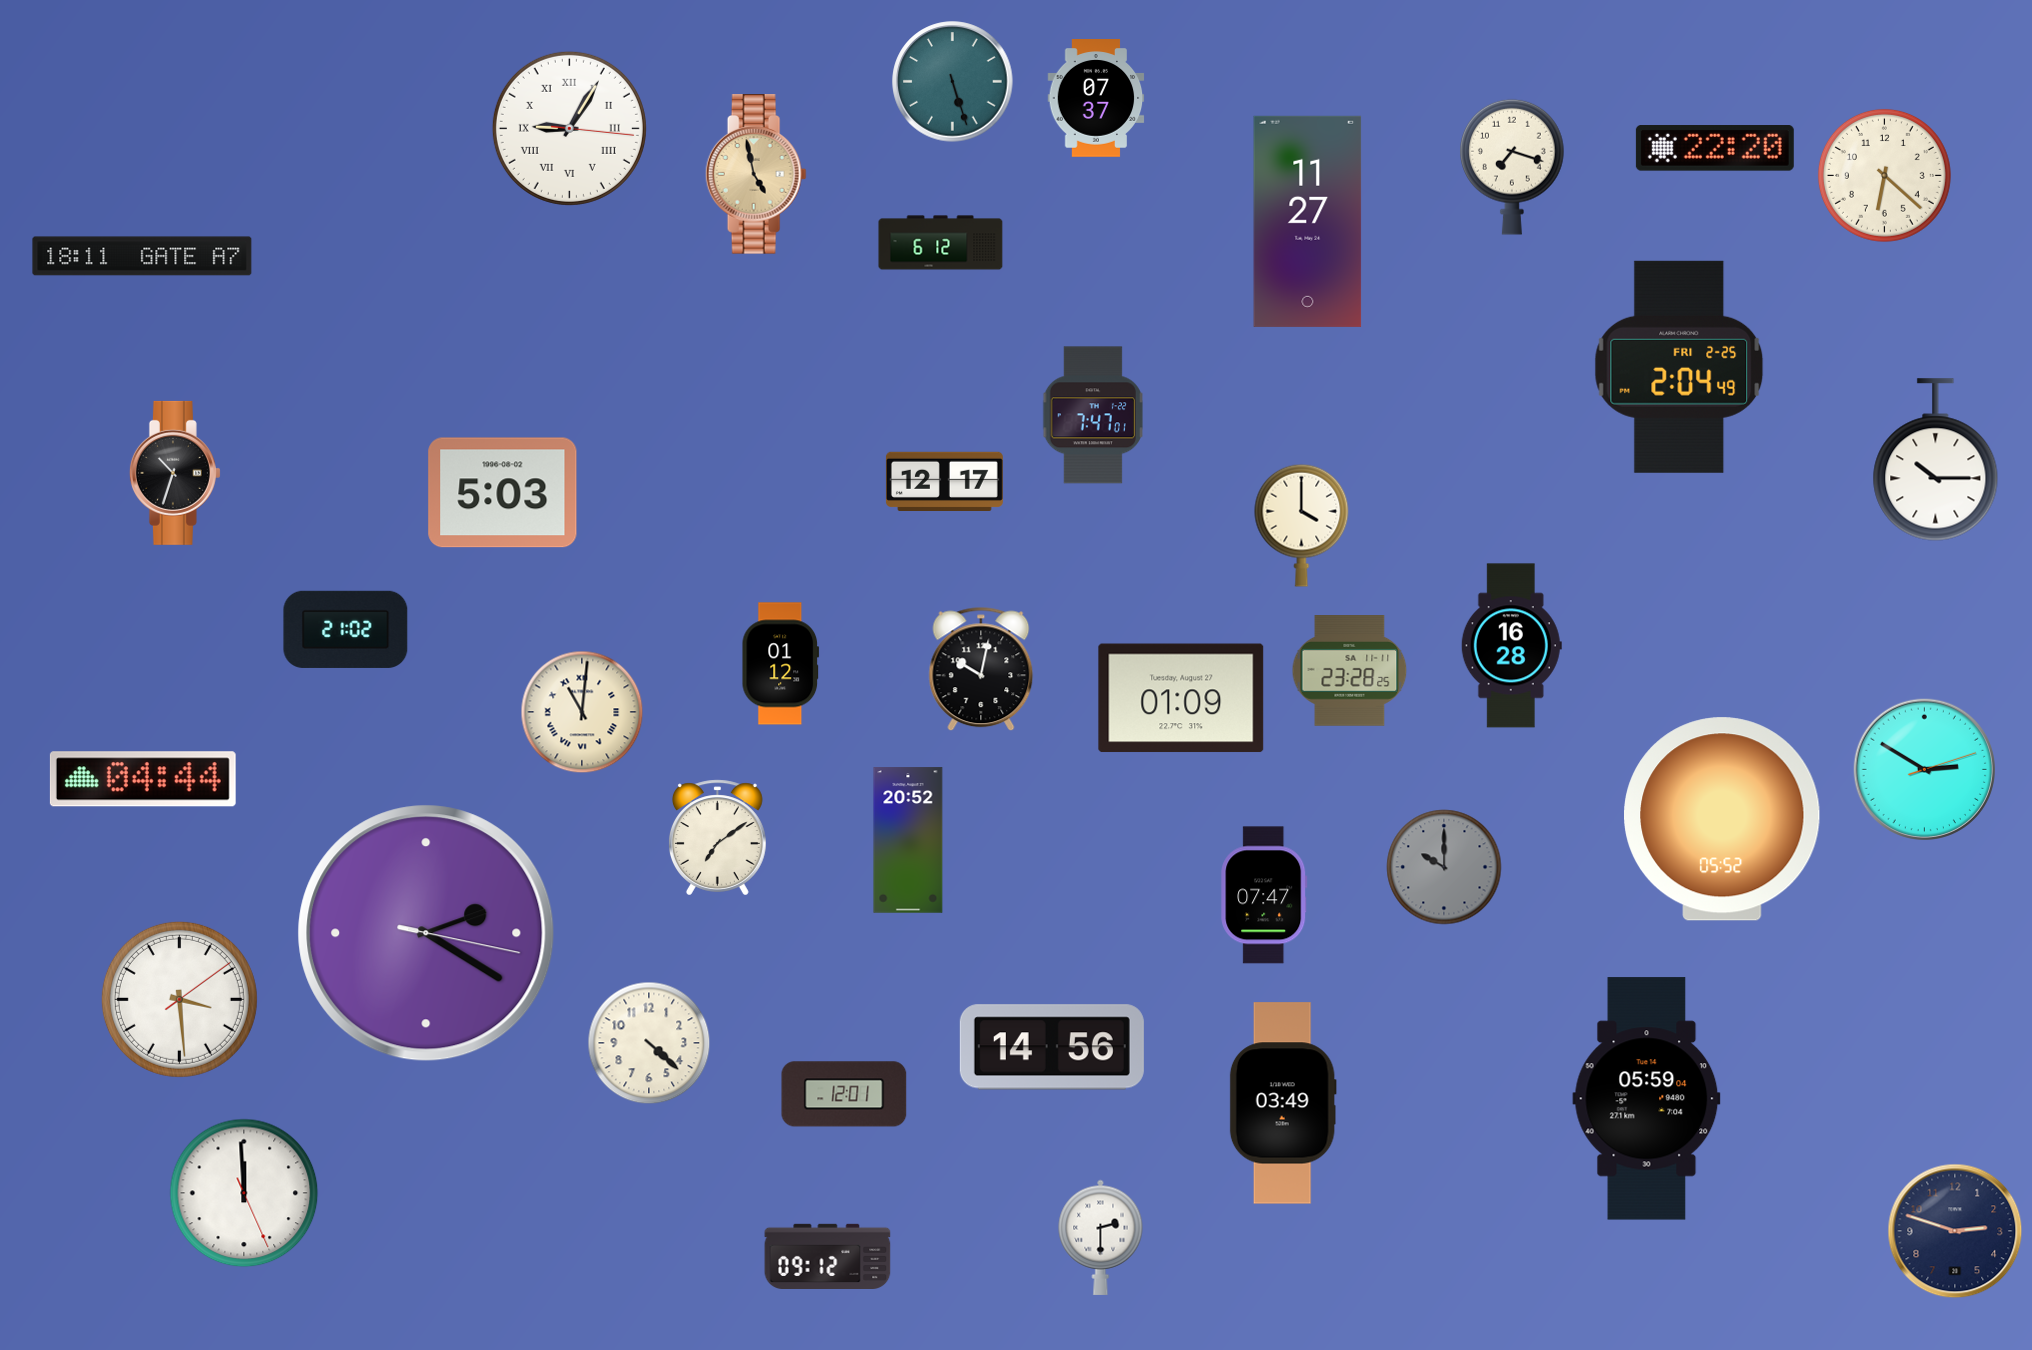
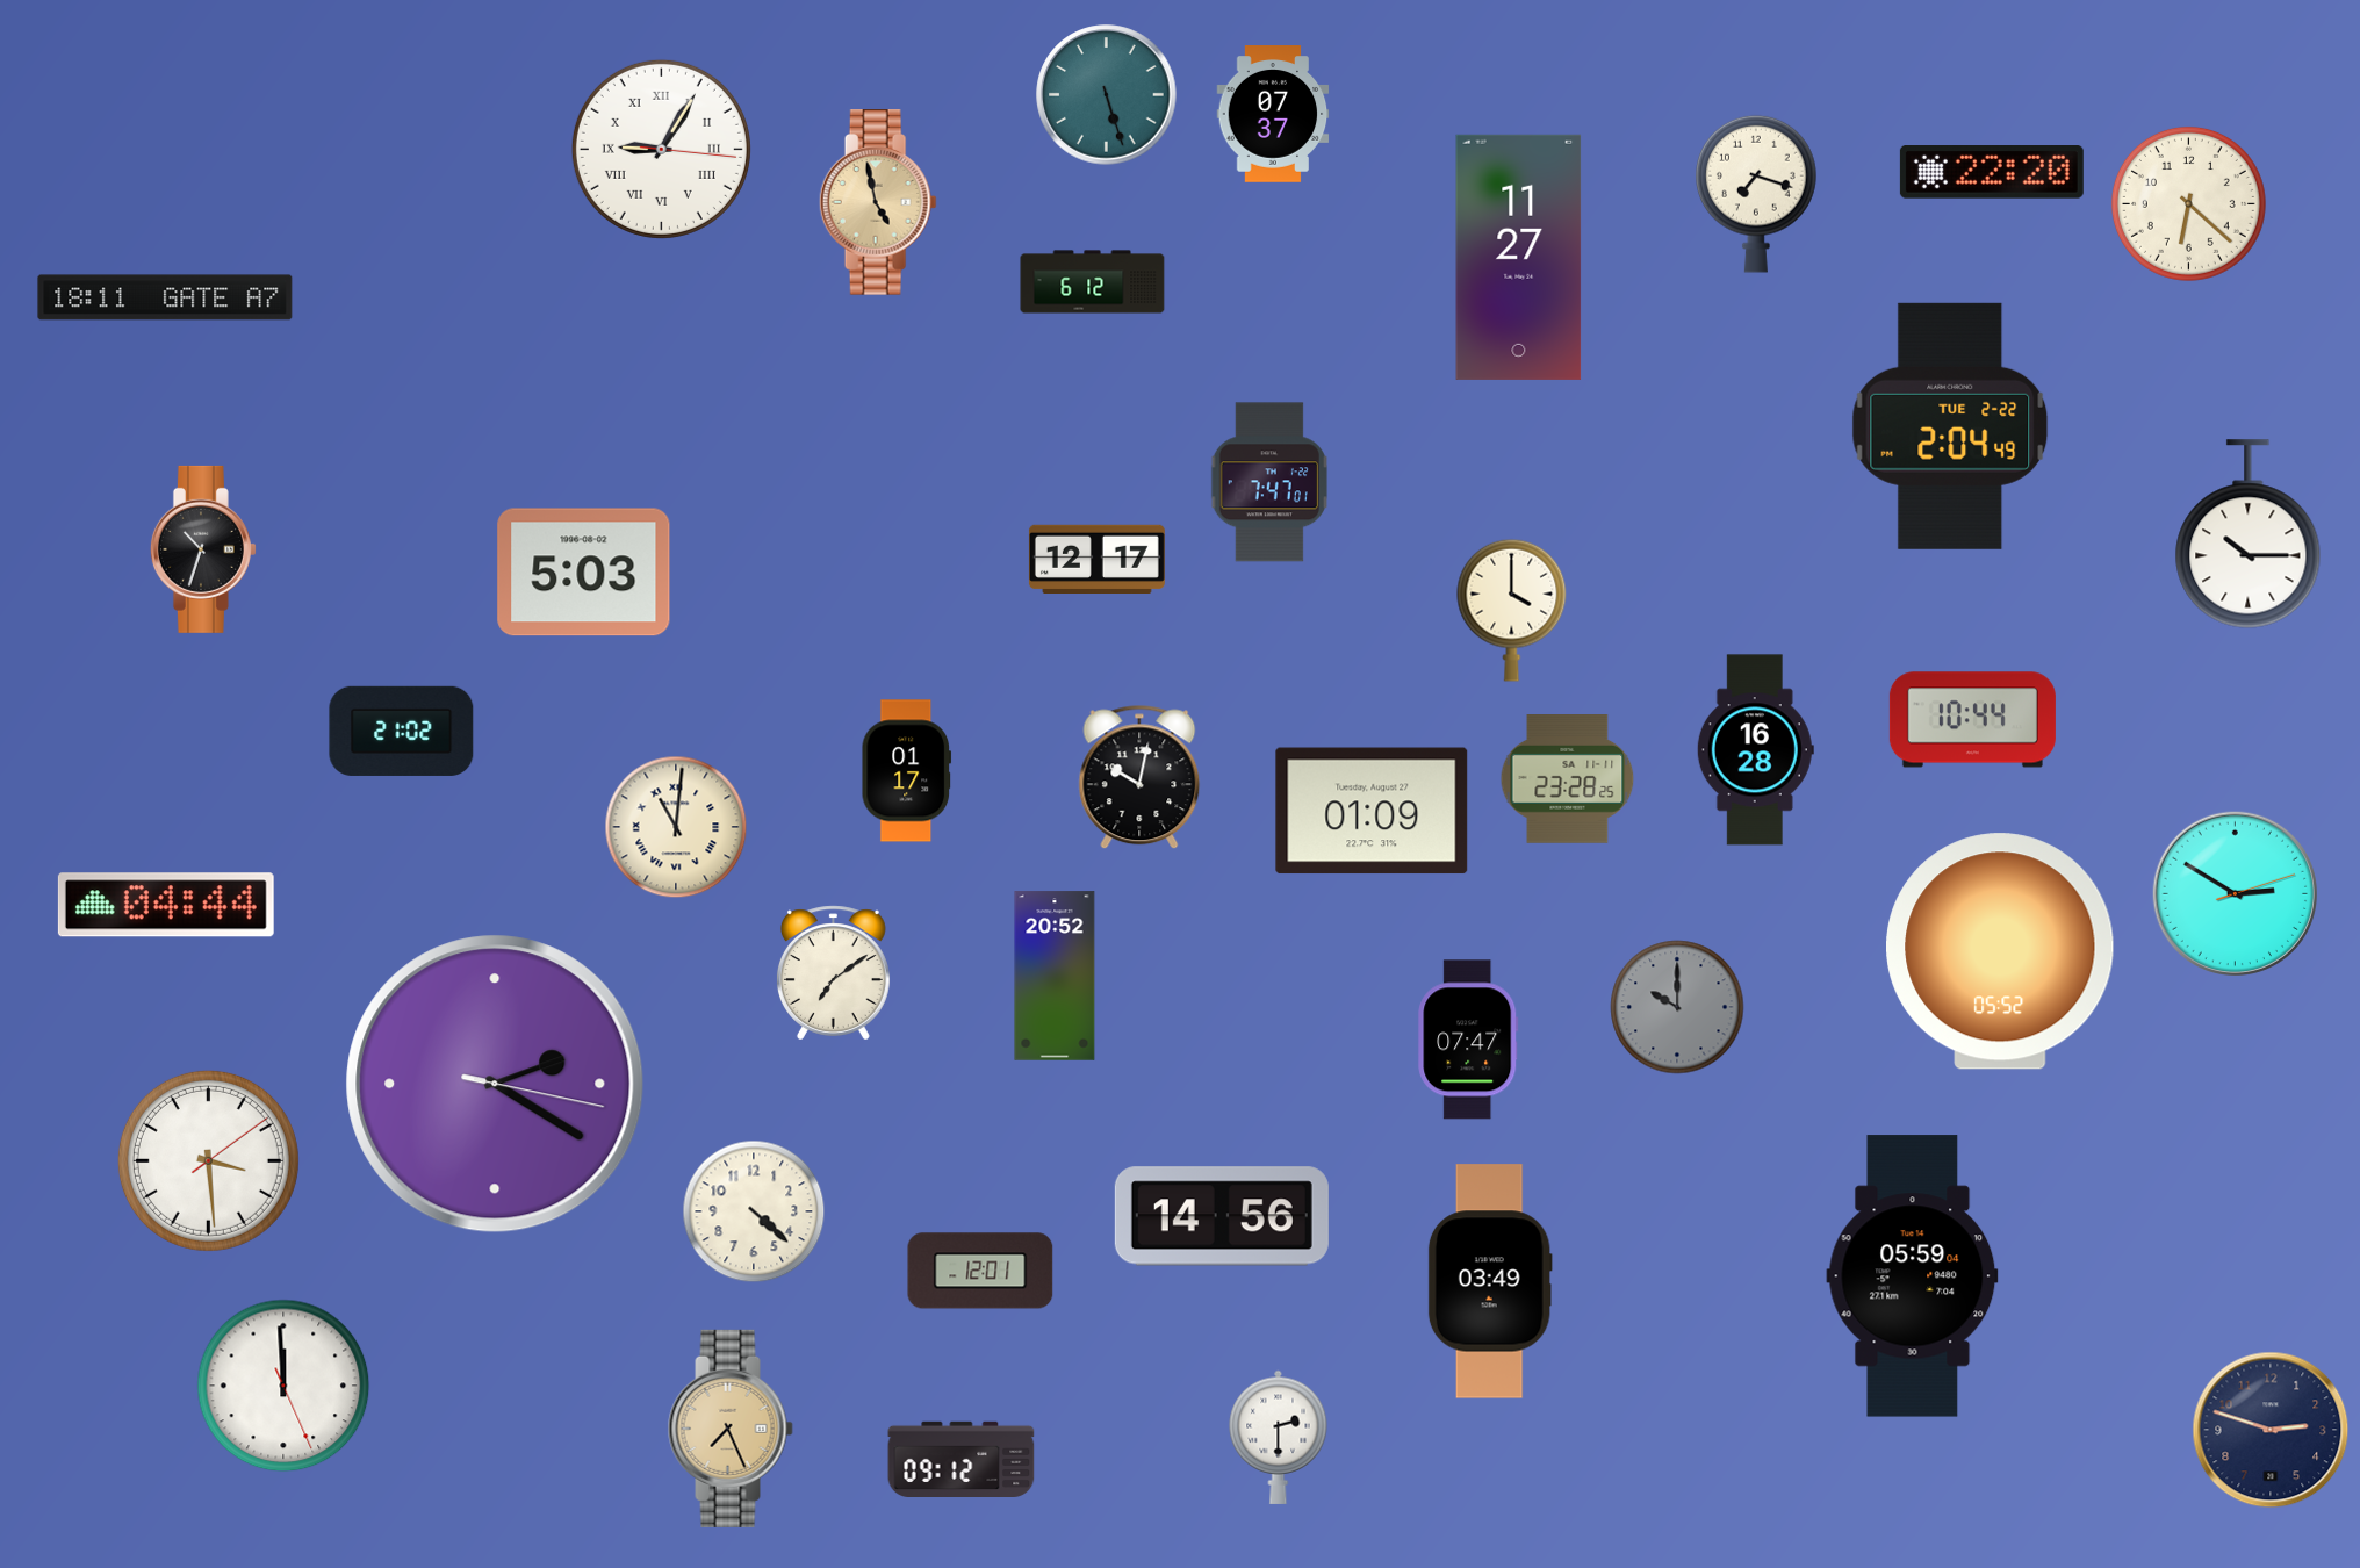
clock at (1679, 367) date: FRI 2-25 -> TUE 2-22
clock at (1972, 720): none -> 10:44
clock at (780, 664): 01:12 -> 01:17
clock at (731, 1429): none -> 7:26
